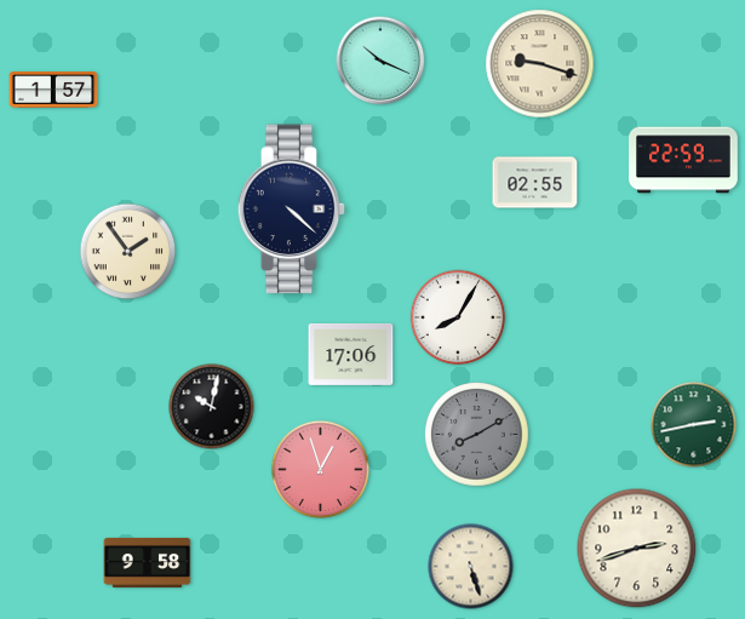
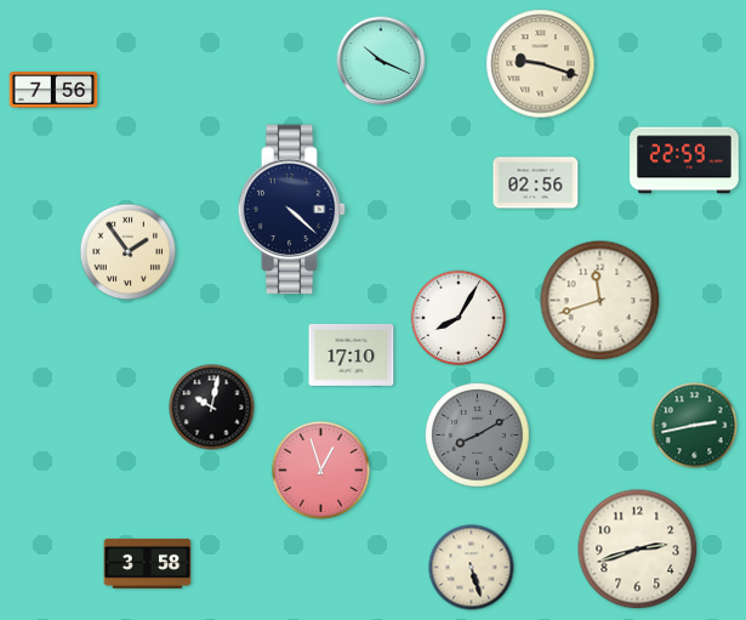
clock at (53, 90): 1:57 -> 7:56
clock at (535, 183): 02:55 -> 02:56
clock at (600, 301): none -> 11:42
clock at (351, 354): 17:06 -> 17:10
clock at (148, 562): 9:58 -> 3:58
